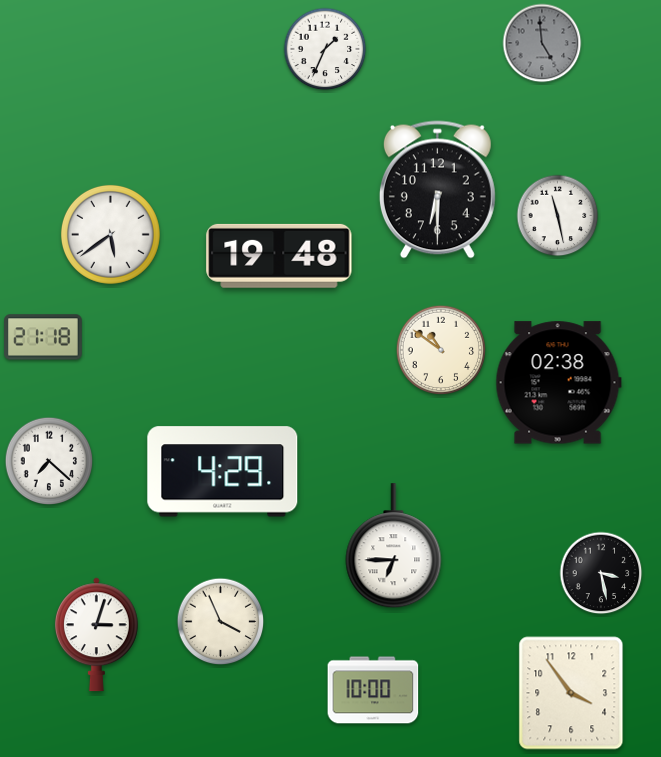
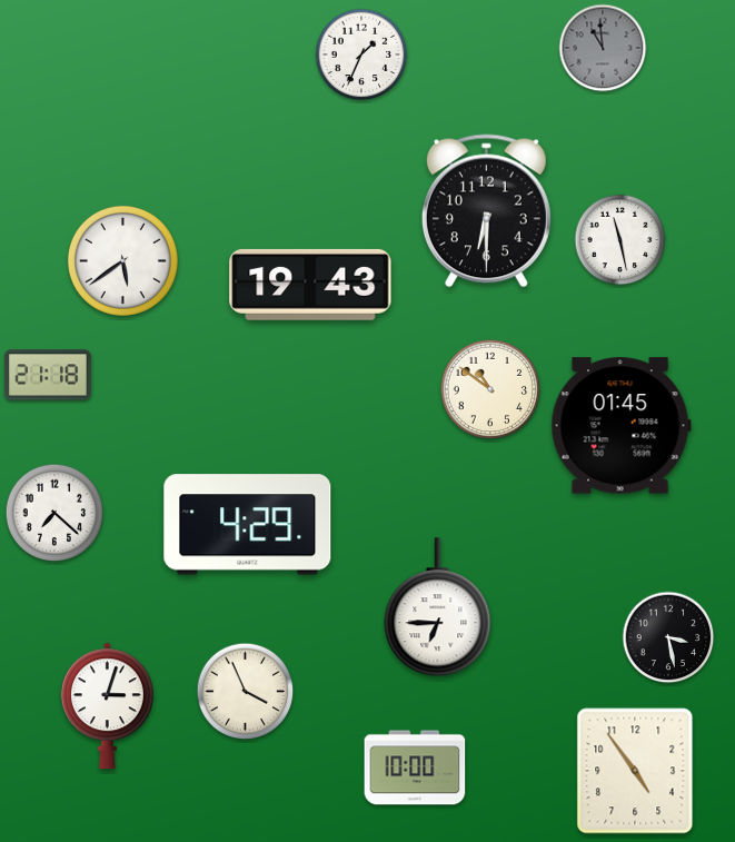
clock at (542, 43): 4:59 -> 10:59
clock at (279, 256): 19:48 -> 19:43
clock at (558, 383): 02:38 -> 01:45
clock at (571, 693): 3:54 -> 4:54
